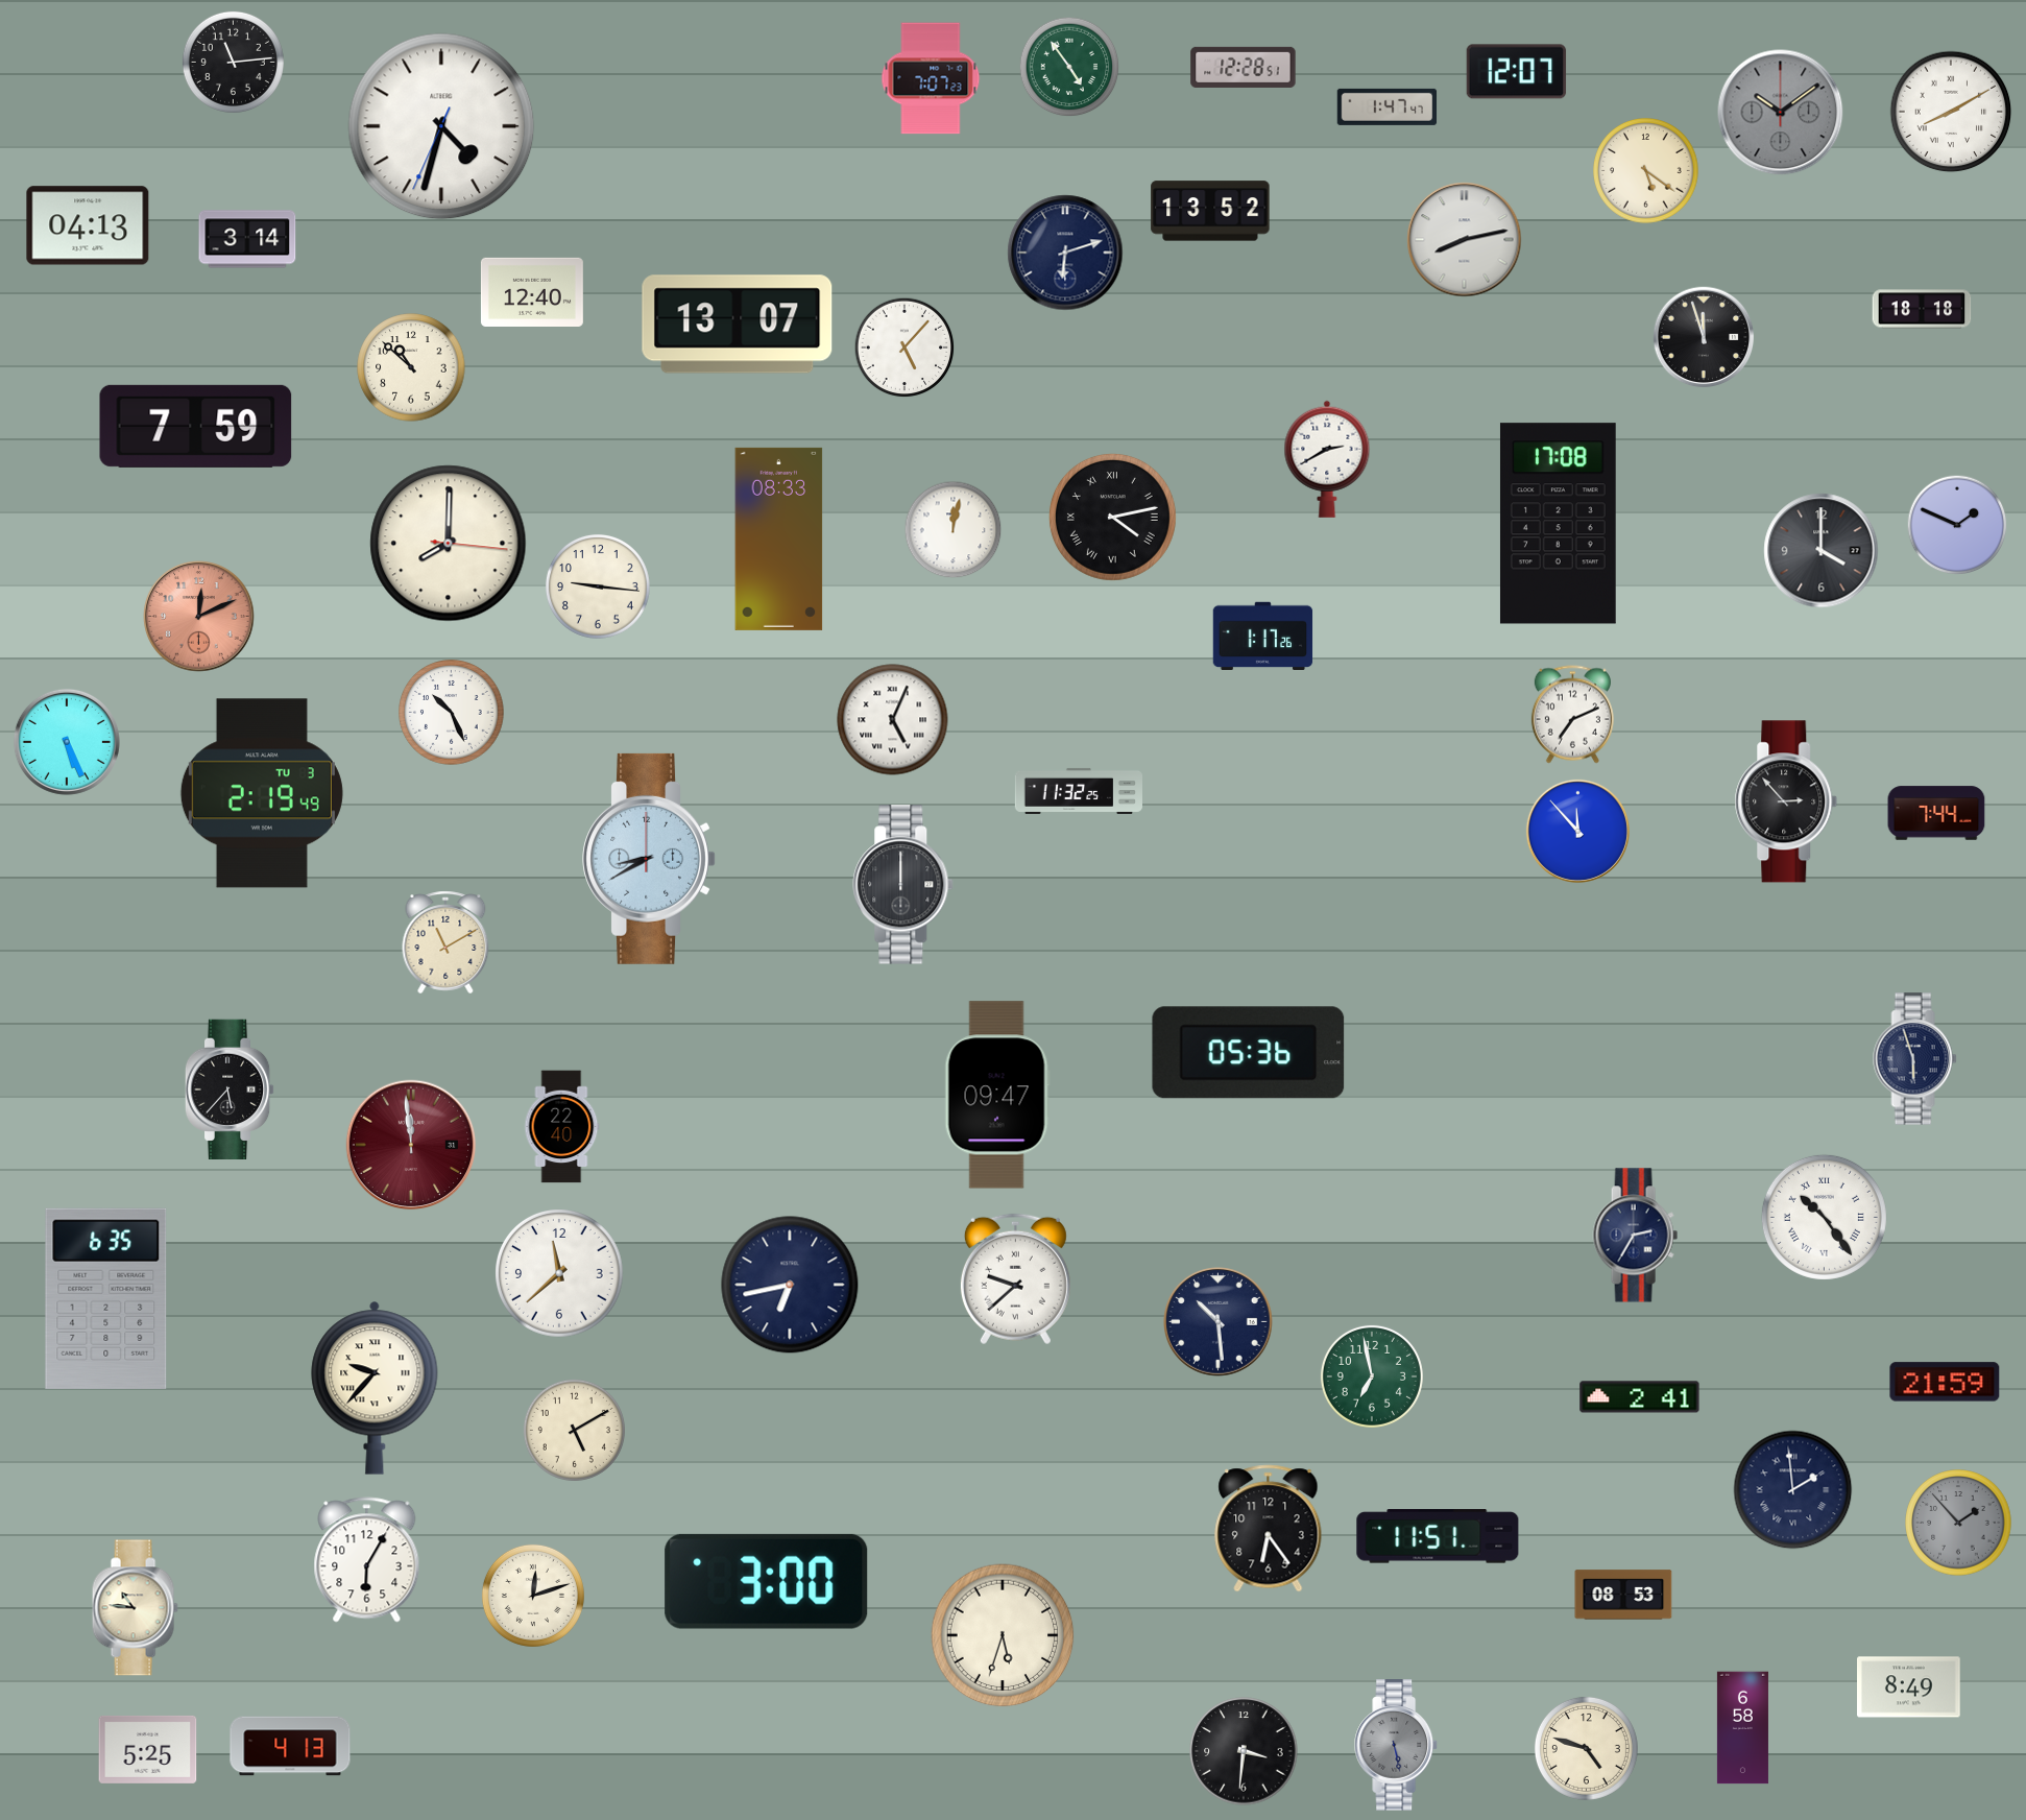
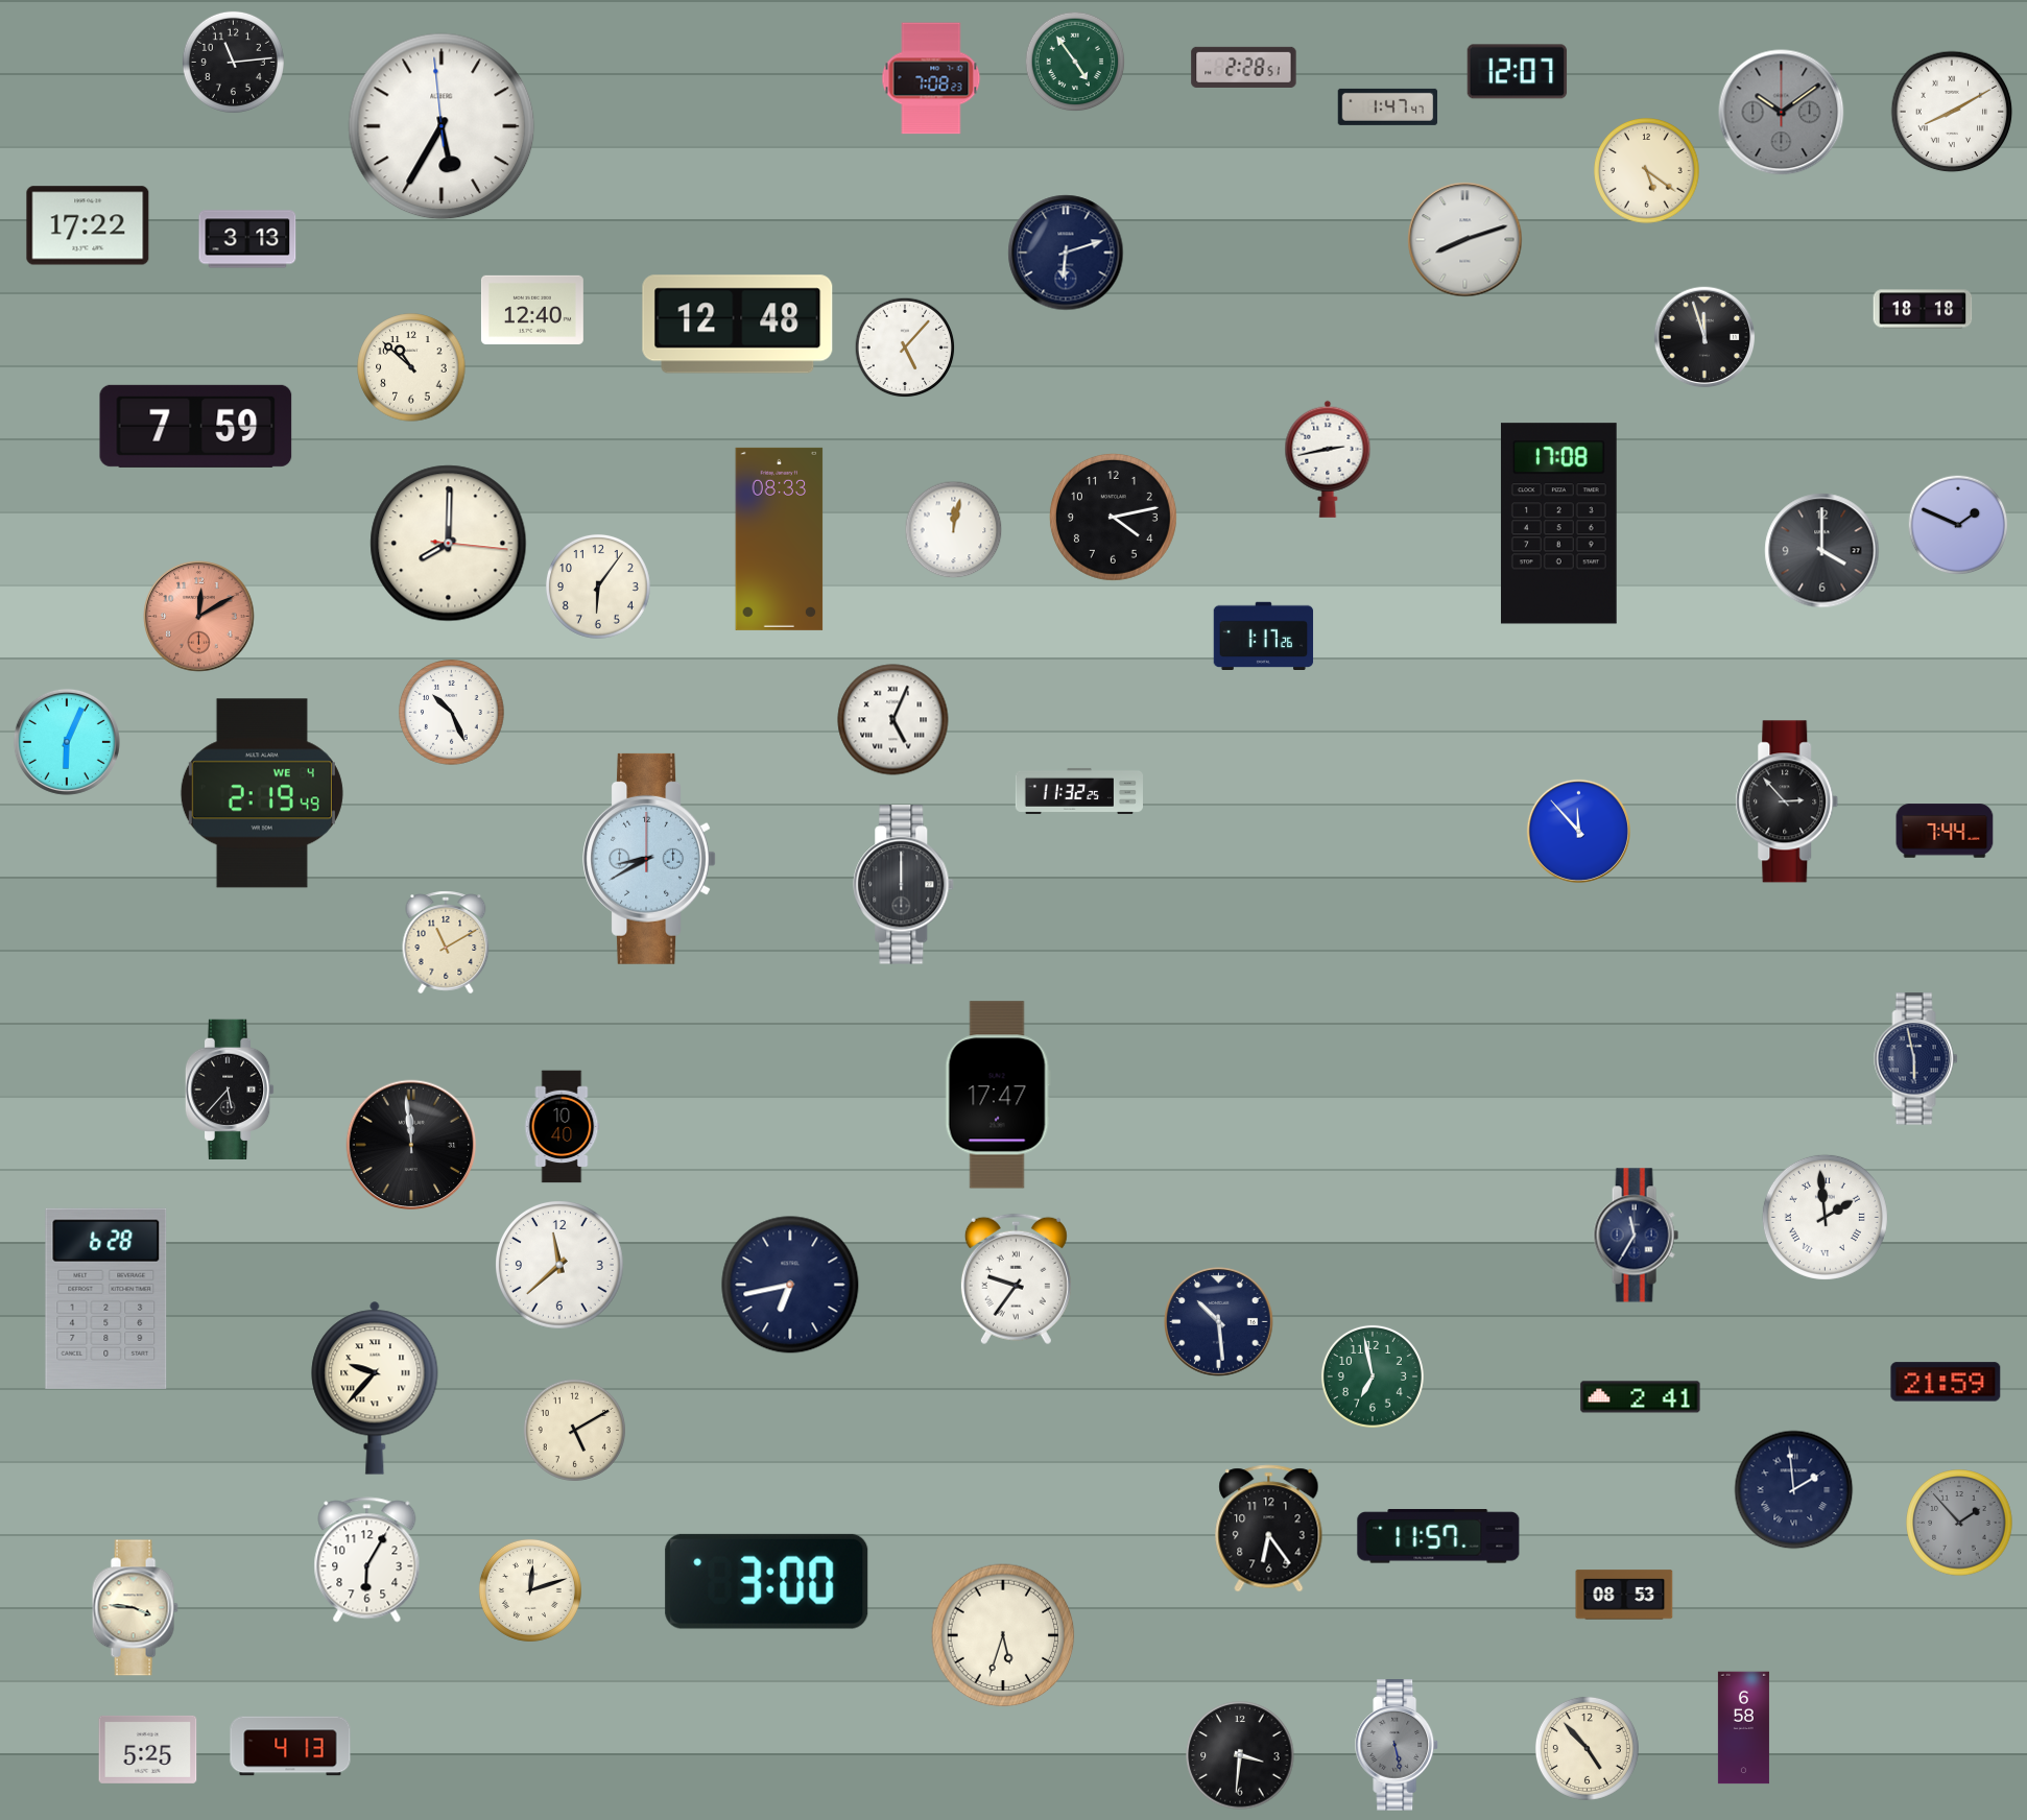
clock at (1069, 67) position: (1069, 67) -> (1075, 62)
clock at (1244, 67): 12:28 -> 2:28
clock at (931, 78): 7:07 -> 7:08
clock at (441, 126): 4:32 -> 5:34
clock at (1210, 211): 13:52 -> none
clock at (88, 225): 04:13 -> 17:22
clock at (247, 239): 3:14 -> 3:13
clock at (1465, 240): 8:13 -> 8:12
clock at (532, 292) position: (532, 292) -> (532, 310)
clock at (738, 325): 13:07 -> 12:48
clock at (1327, 459): 2:40 -> 2:43
clock at (1112, 517) numerals: Roman -> Arabic
clock at (598, 586): 9:16 -> 6:06
clock at (199, 617): 12:11 -> 12:10
clock at (1572, 715): 7:11 -> none
clock at (67, 742): 5:26 -> 6:04
clock at (262, 793) date: TU 3 -> WE 4
clock at (1936, 813) position: (1936, 813) -> (1945, 831)
clock at (1249, 1053): 05:36 -> none
clock at (1915, 1059): 5:57 -> 5:58
clock at (997, 1095): 09:47 -> 17:47
clock at (562, 1127): 22:40 -> 10:40
clock at (411, 1145) dial: burgundy -> black
clock at (1824, 1217): 10:24 -> 1:59
clock at (1635, 1236): 2:35 -> 11:35
clock at (560, 1274) position: (560, 1274) -> (561, 1266)
clock at (1015, 1279): 9:38 -> 9:36
clock at (106, 1298): 6:35 -> 6:28
clock at (1438, 1536): 11:51 -> 11:57
clock at (533, 1596) position: (533, 1596) -> (530, 1590)
clock at (135, 1608): 10:46 -> 3:46
clock at (1909, 1687): 8:49 -> none
clock at (1586, 1748): 4:48 -> 4:53
clock at (1244, 1751) position: (1244, 1751) -> (1240, 1755)
